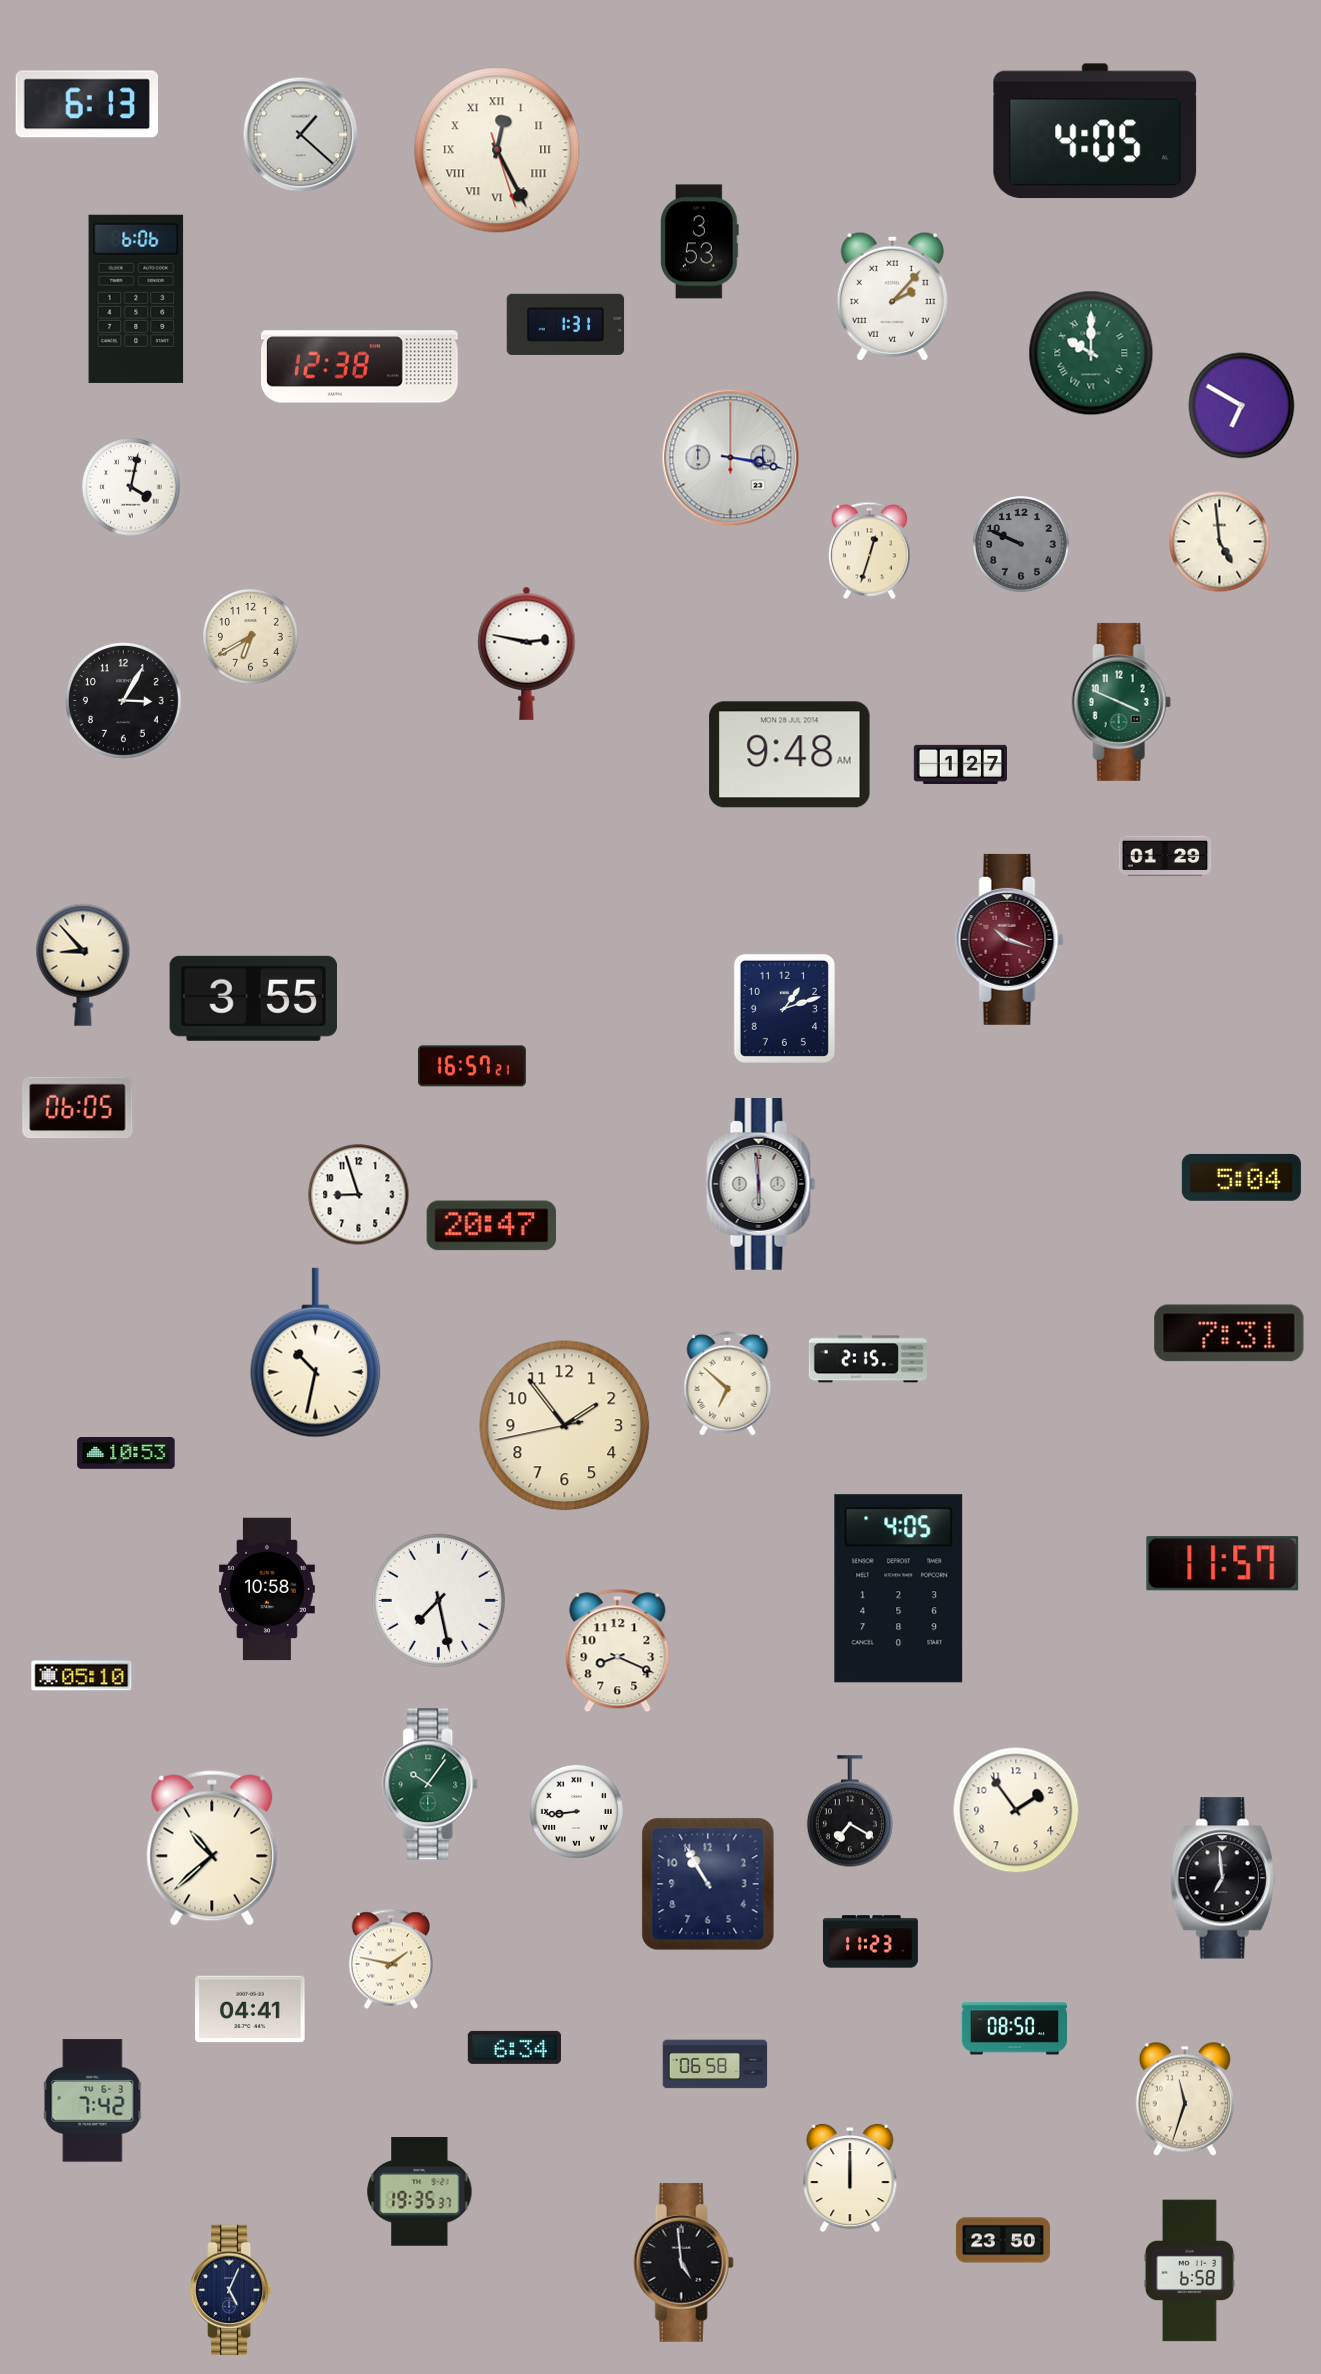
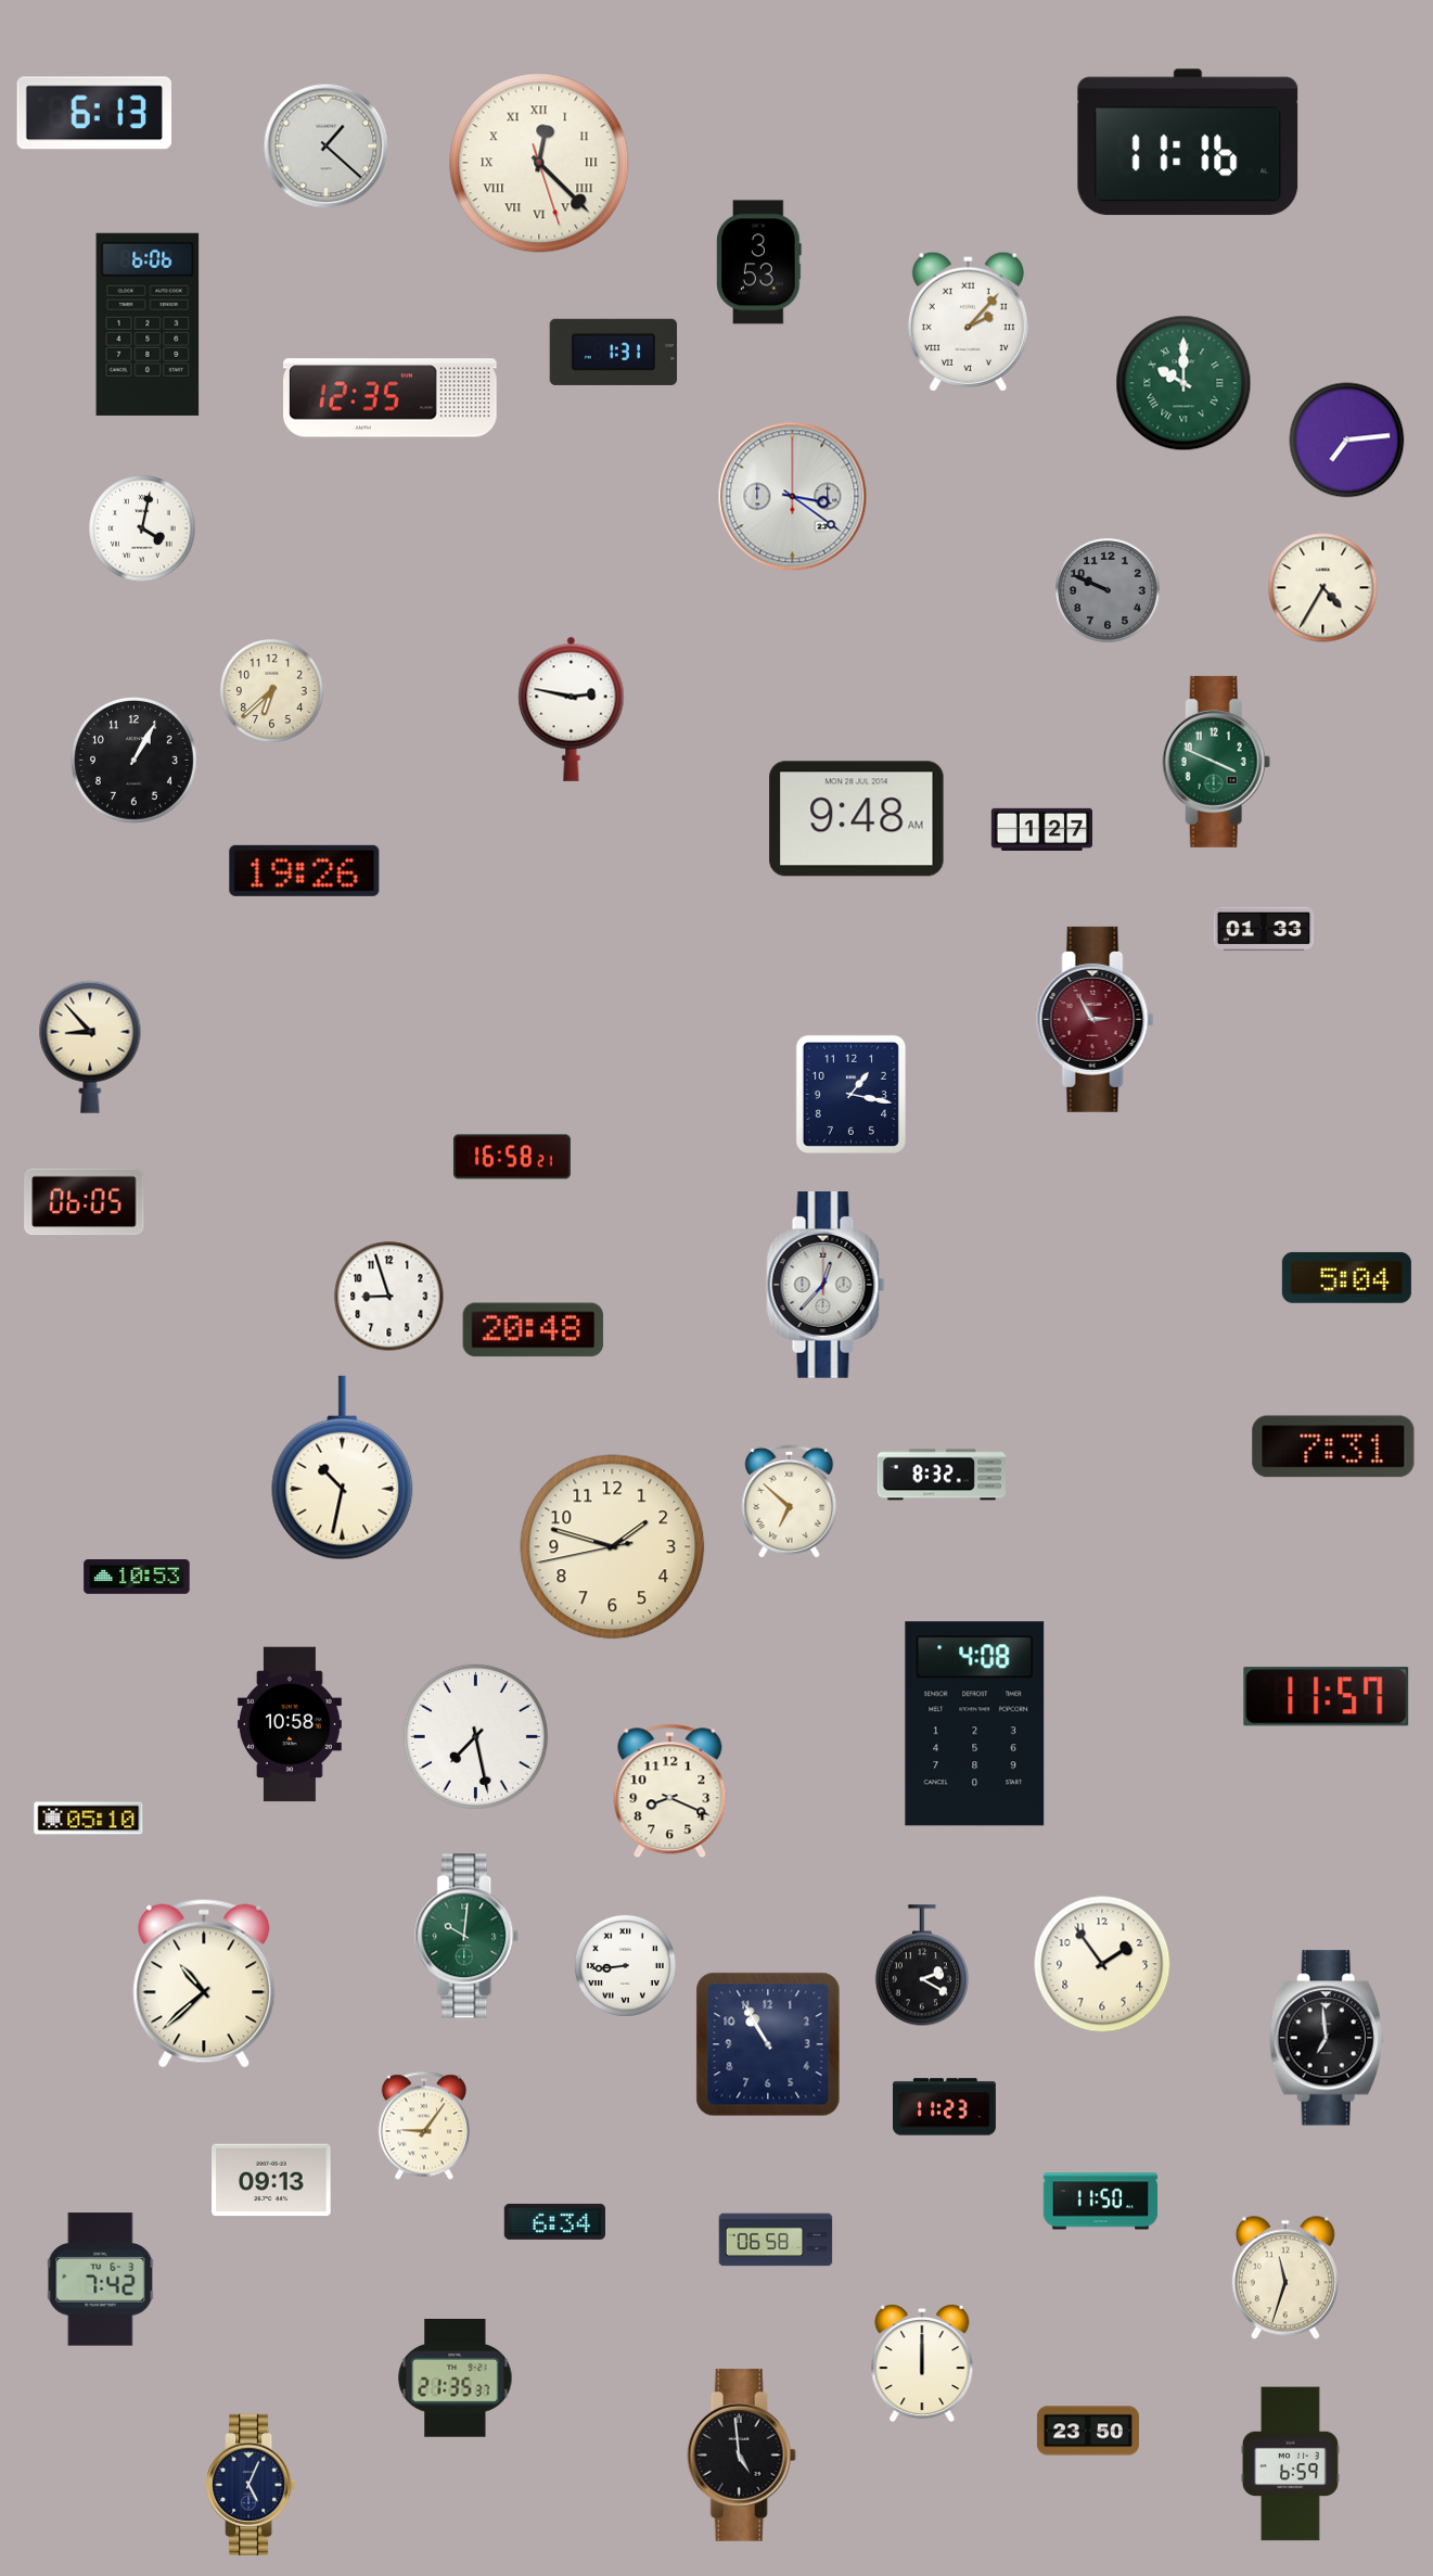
clock at (1095, 131): 4:05 -> 11:16
clock at (497, 150): 12:25 -> 12:22
clock at (360, 367): 12:38 -> 12:35
clock at (1242, 406): 6:50 -> 7:14
clock at (731, 458): 3:17 -> 3:21
clock at (1220, 542): 4:59 -> 4:35
clock at (869, 551): 12:33 -> none
clock at (251, 637): 6:40 -> 6:38
clock at (123, 700): 3:05 -> 1:05
clock at (305, 870): none -> 19:26
clock at (1165, 856): 01:29 -> 01:33
clock at (1010, 939): 10:18 -> 2:55
clock at (253, 998): 3:55 -> none
clock at (784, 1008): 1:12 -> 1:17
clock at (472, 1066): 16:57 -> 16:58
clock at (761, 1185): 5:59 -> 12:37
clock at (492, 1226): 20:47 -> 20:48
clock at (867, 1359): 2:15 -> 8:32
clock at (565, 1426): 1:53 -> 1:47
clock at (899, 1589): 4:05 -> 4:08
clock at (431, 1784): 10:06 -> 10:01
clock at (850, 1812): 7:20 -> 2:20
clock at (212, 1848) position: (212, 1848) -> (204, 1984)
clock at (390, 1959): 1:47 -> 9:06
clock at (250, 2009): 04:41 -> 09:13
clock at (1015, 2029): 08:50 -> 11:50
clock at (514, 2047) position: (514, 2047) -> (554, 2221)
clock at (420, 2192): 19:35 -> 21:35
clock at (1189, 2271): 6:58 -> 6:59
